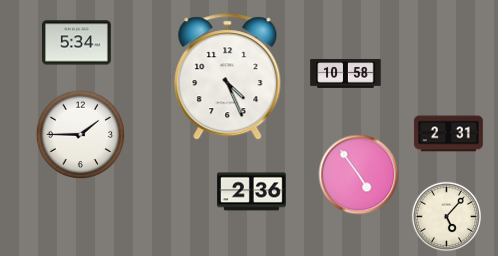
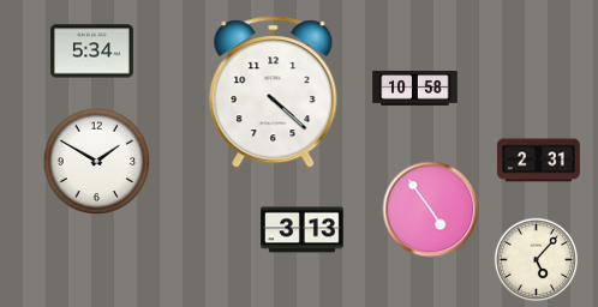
clock at (228, 77): 4:26 -> 4:22
clock at (81, 135): 1:45 -> 1:50
clock at (252, 192): 2:36 -> 3:13
